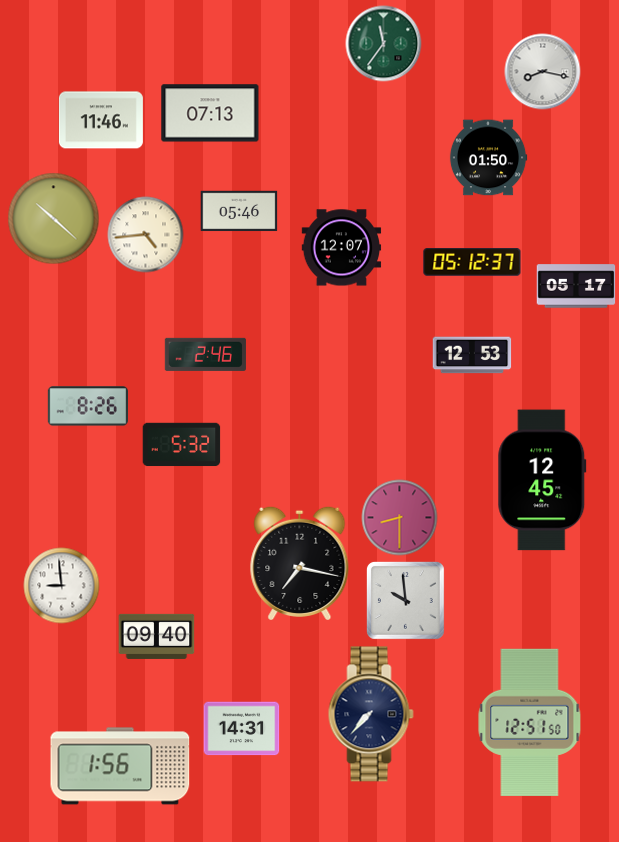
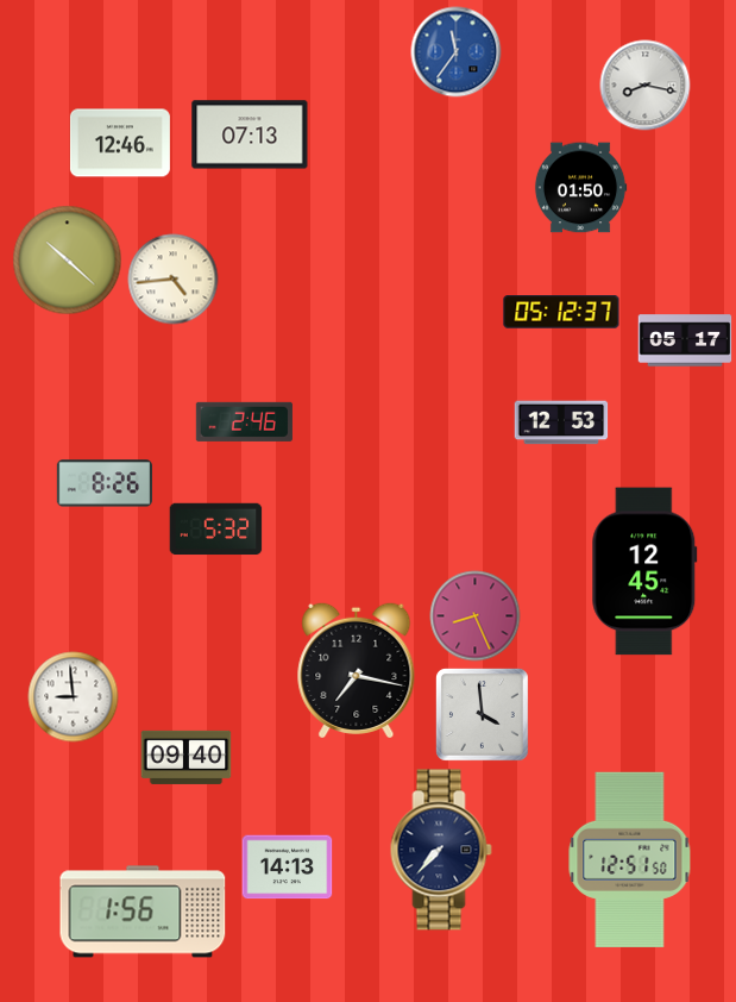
clock at (384, 44) dial: green -> blue
clock at (101, 120): 11:46 -> 12:46
clock at (239, 211): 05:46 -> none
clock at (54, 219) position: (54, 219) -> (68, 261)
clock at (342, 248): 12:07 -> none
clock at (400, 518): 8:30 -> 8:26
clock at (405, 600): 9:59 -> 3:59
clock at (242, 729): 14:31 -> 14:13
